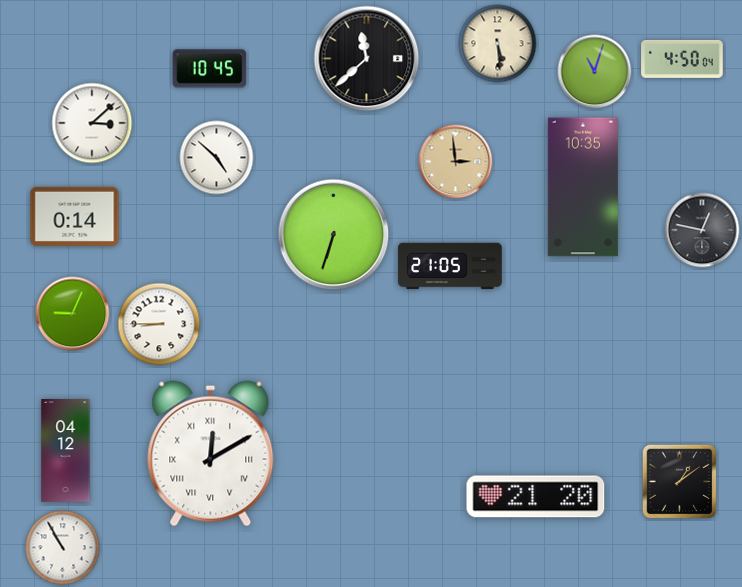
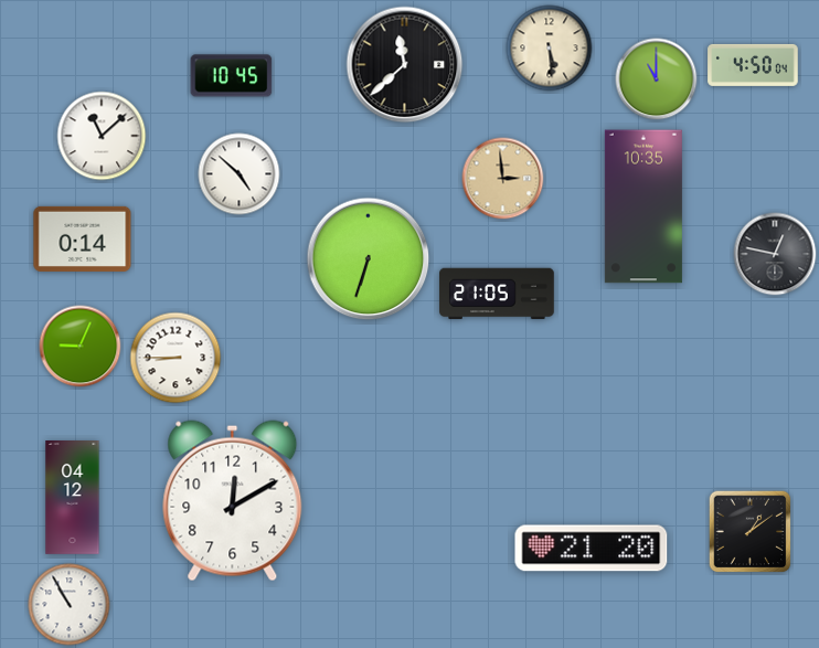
clock at (595, 72): 11:03 -> 11:00
clock at (92, 123): 3:08 -> 11:08
clock at (211, 454) numerals: Roman -> Arabic
